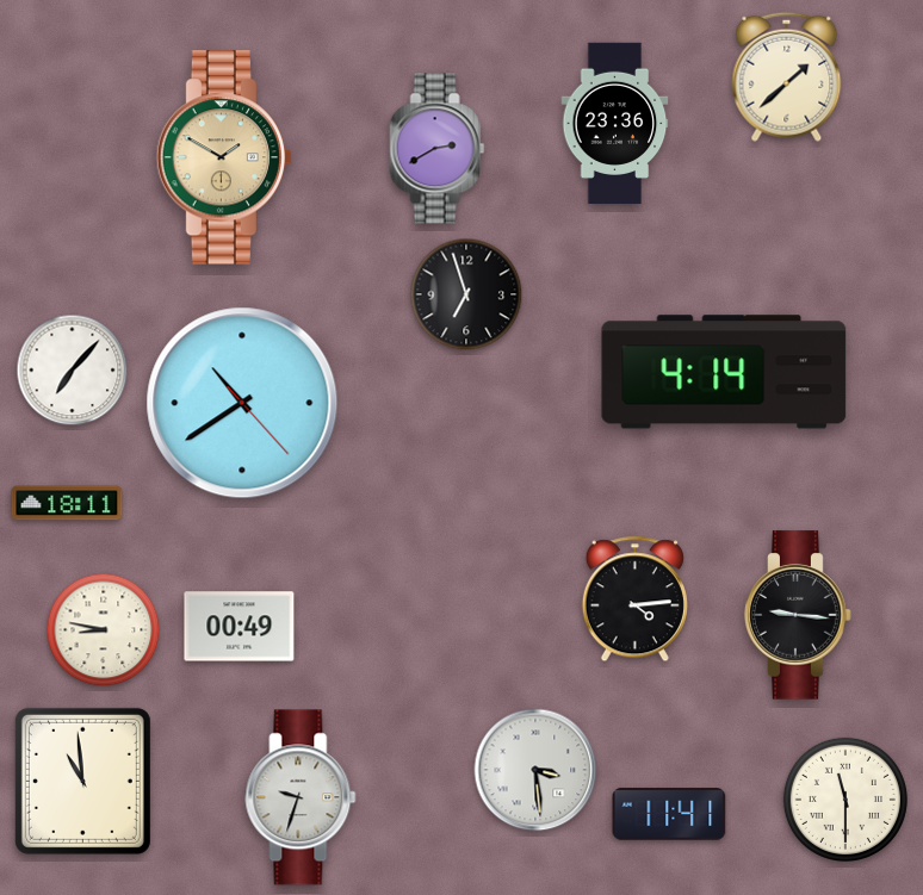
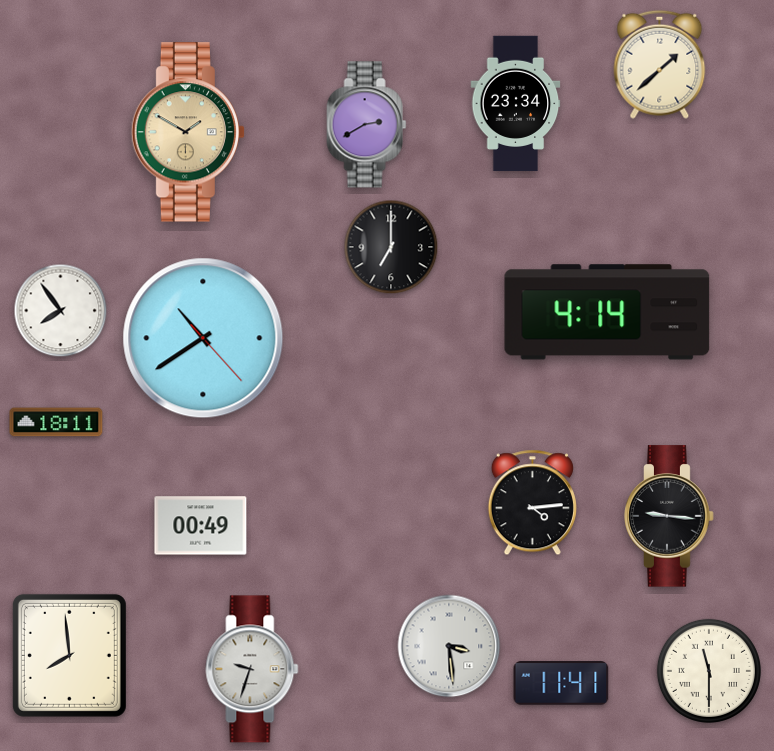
clock at (615, 124): 23:36 -> 23:34
clock at (466, 294): 6:57 -> 7:00
clock at (73, 371): 7:07 -> 7:54
clock at (104, 630): 8:47 -> none
clock at (82, 781): 10:59 -> 7:59
